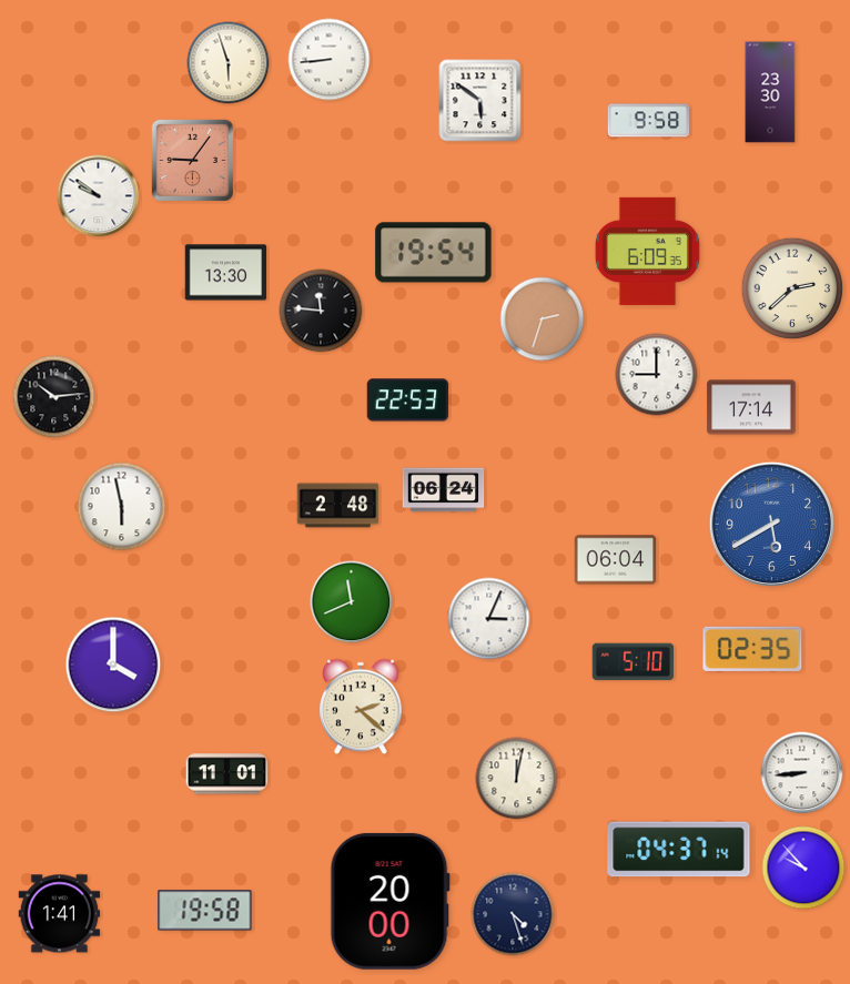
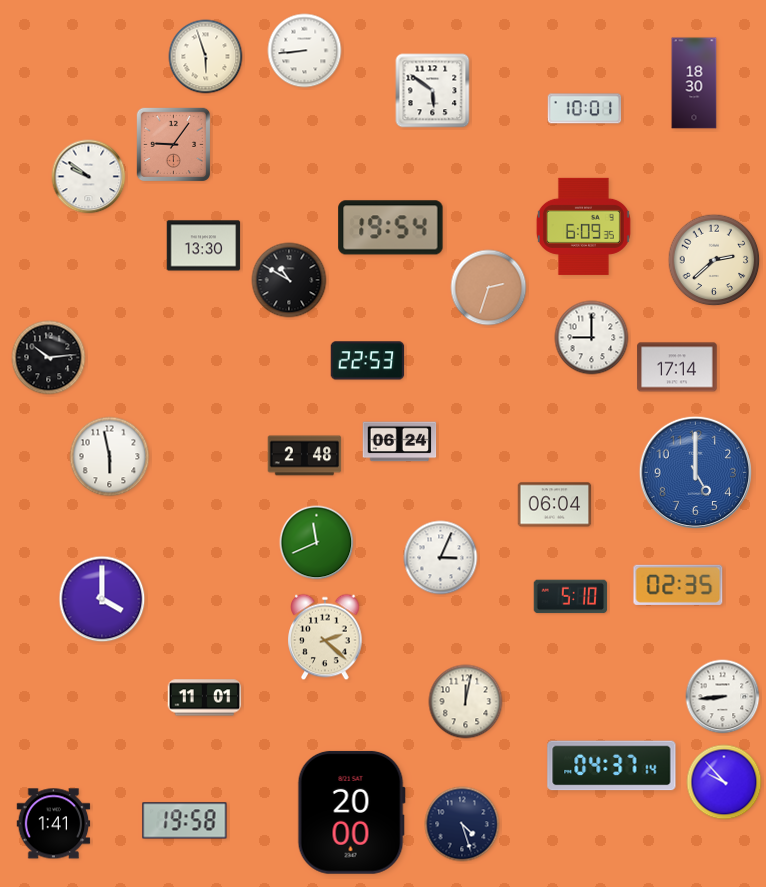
clock at (330, 60) position: (330, 60) -> (305, 51)
clock at (770, 92): 23:30 -> 18:30
clock at (649, 121): 9:58 -> 10:01
clock at (321, 311): 11:46 -> 10:50
clock at (771, 524): 5:40 -> 5:00
